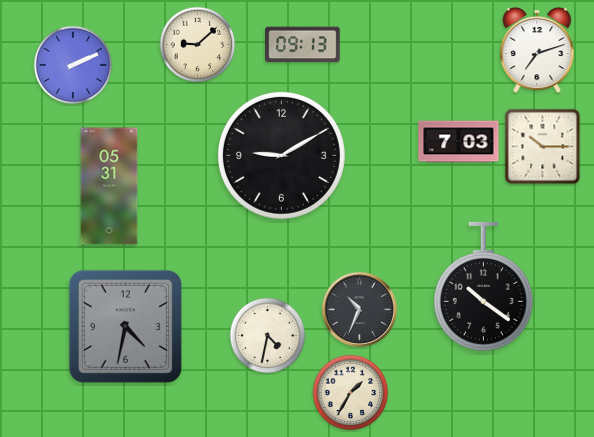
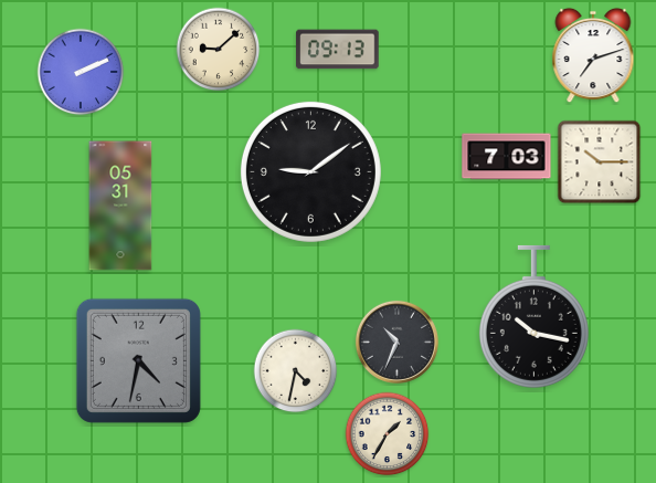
clock at (303, 45) position: (303, 45) -> (338, 50)
clock at (281, 155): 9:10 -> 9:09
clock at (483, 286): 10:21 -> 10:17
